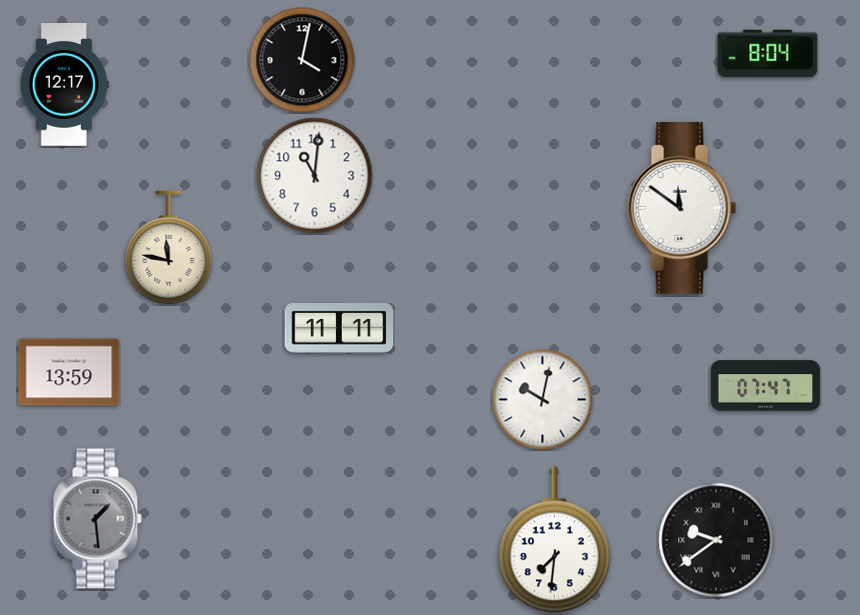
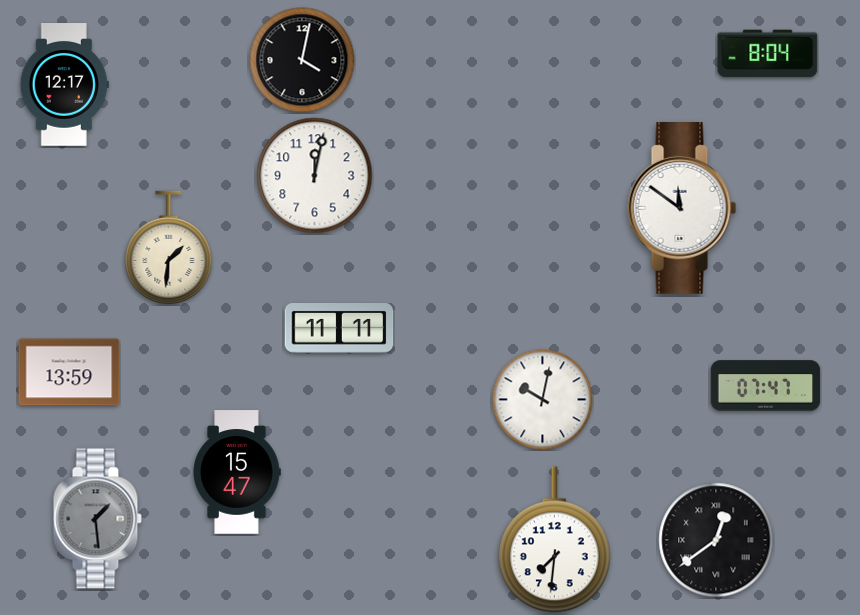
clock at (315, 176): 11:01 -> 12:02
clock at (169, 247): 11:47 -> 1:31
clock at (237, 472): none -> 15:47
clock at (716, 540): 9:39 -> 12:39
